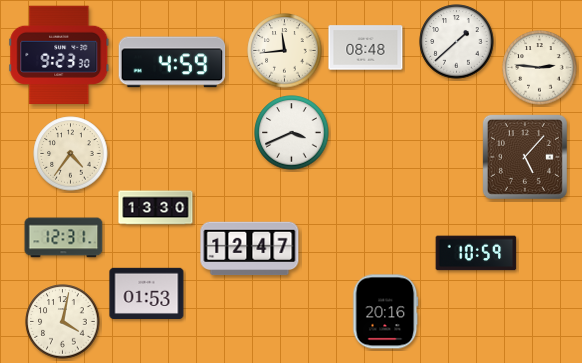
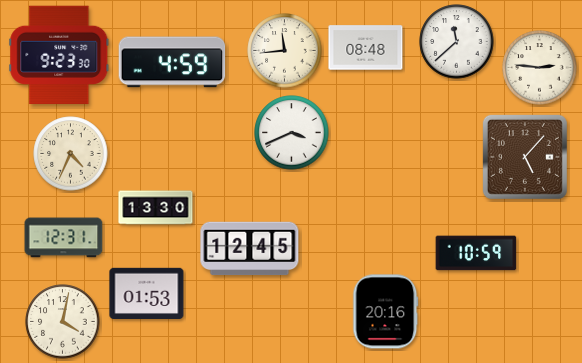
clock at (457, 42): 1:38 -> 11:38
clock at (71, 154): 4:36 -> 4:34
clock at (250, 249): 12:47 -> 12:45
